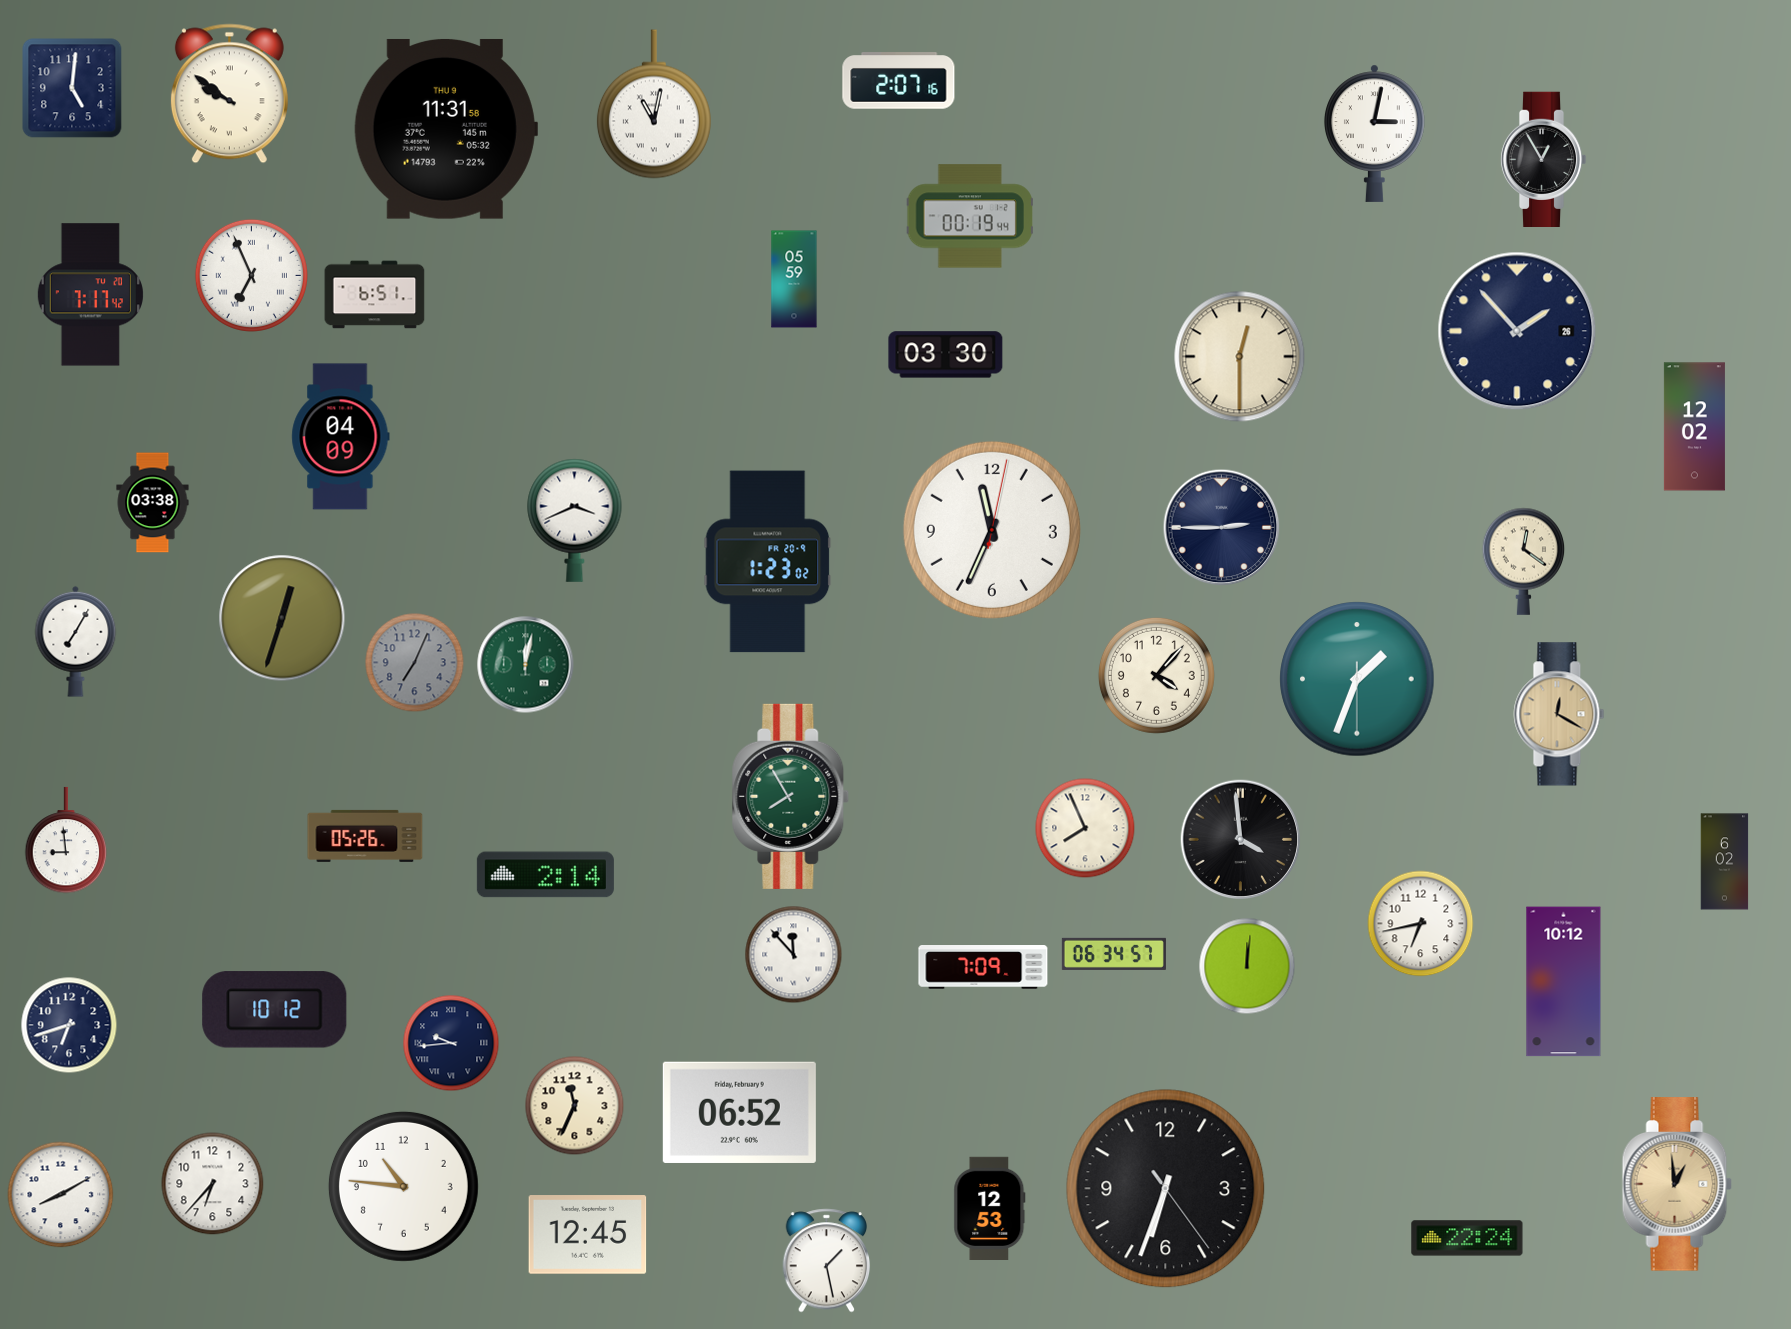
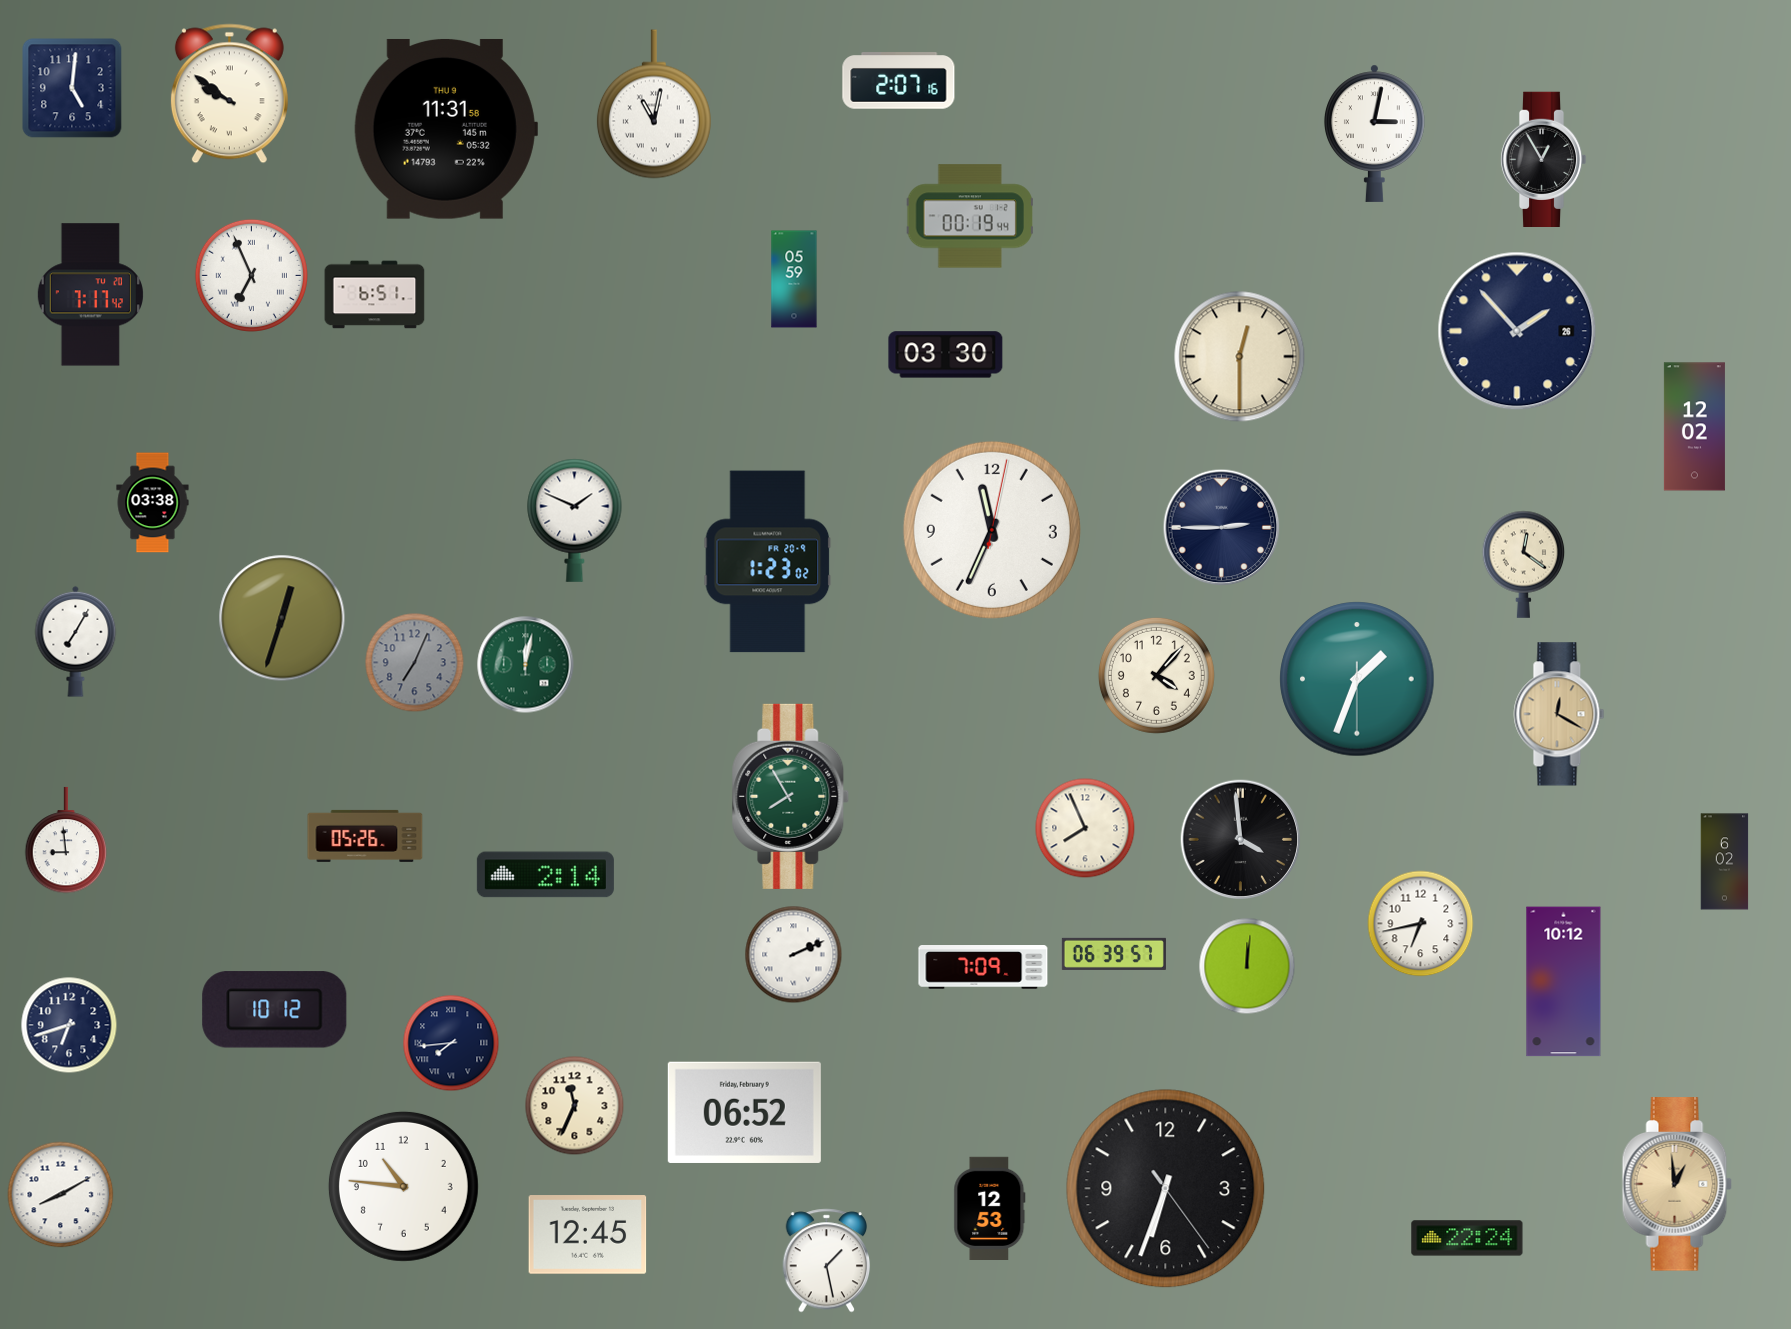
clock at (341, 437): 04:09 -> none
clock at (575, 520): 3:41 -> 1:49
clock at (1524, 561) position: (1524, 561) -> (1524, 564)
clock at (1114, 954): 06:34 -> 06:39
clock at (794, 955): 11:53 -> 2:11
clock at (451, 1043): 9:44 -> 7:44
clock at (739, 1112) position: (739, 1112) -> (744, 1112)
clock at (213, 1184): 6:37 -> none
